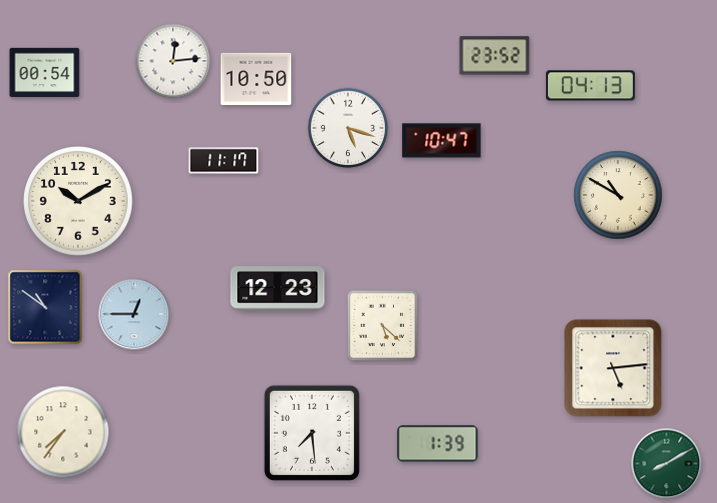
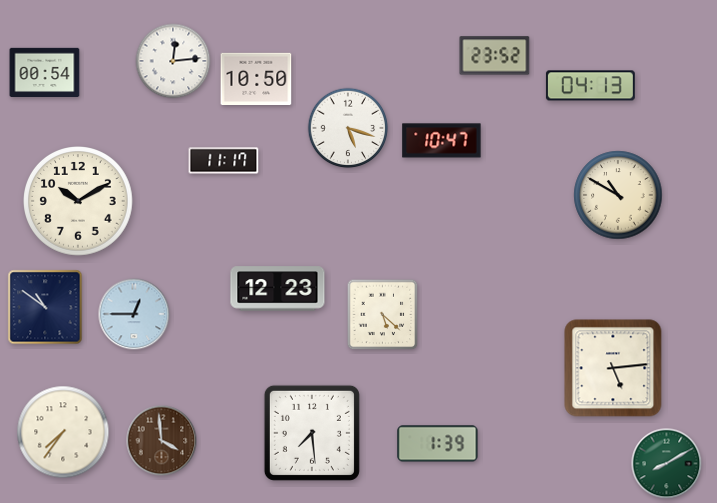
clock at (383, 326) position: (383, 326) -> (383, 315)
clock at (162, 441): none -> 3:59
